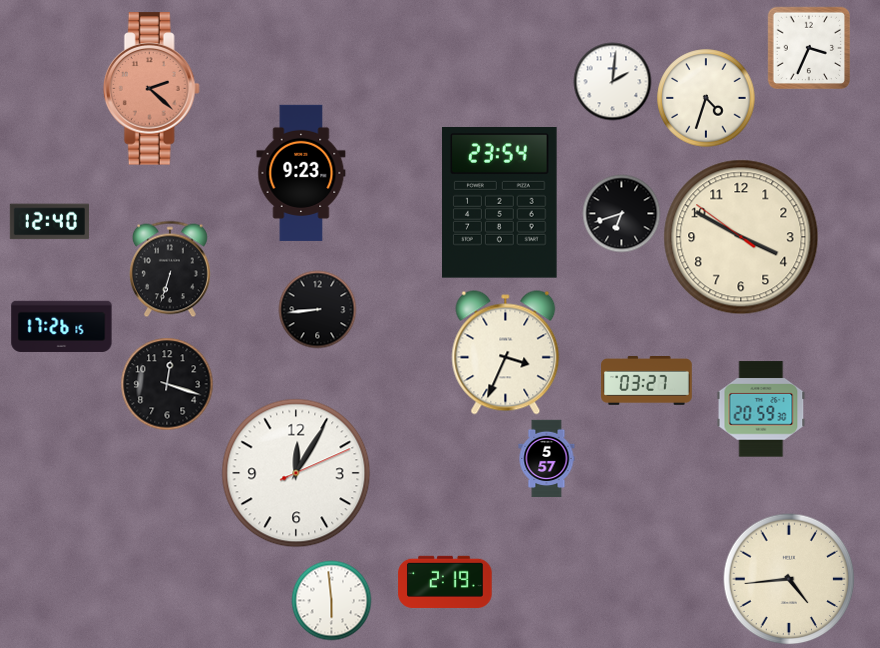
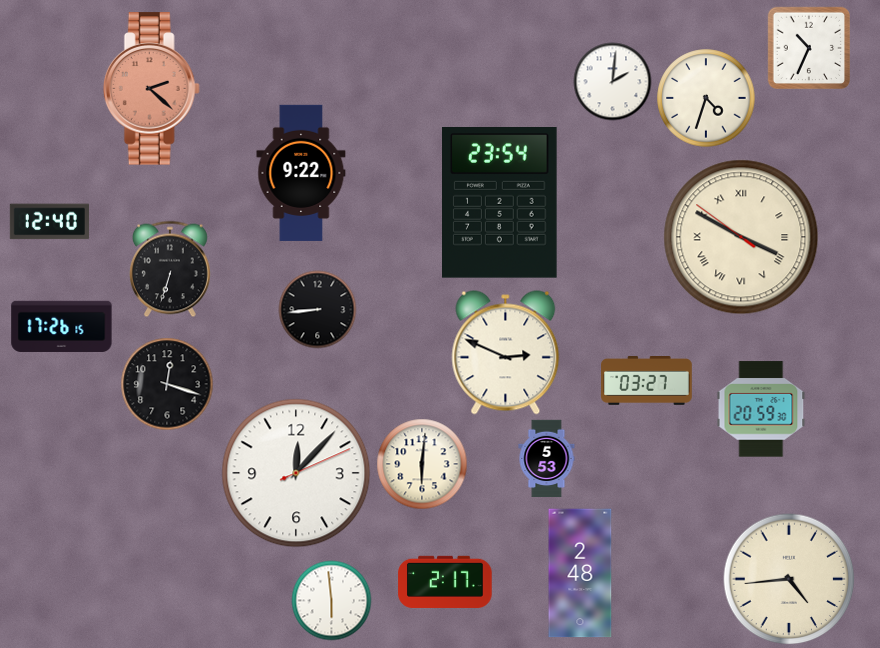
clock at (808, 47): 3:34 -> 10:34
clock at (301, 173): 9:23 -> 9:22
clock at (621, 213): 6:42 -> none
clock at (741, 237) numerals: Arabic -> Roman
clock at (506, 353): 3:34 -> 2:49
clock at (547, 458): 5:57 -> 5:53
clock at (422, 464): none -> 6:01
clock at (296, 473): 12:05 -> 12:07
clock at (580, 573): none -> 2:48
clock at (445, 582): 2:19 -> 2:17
